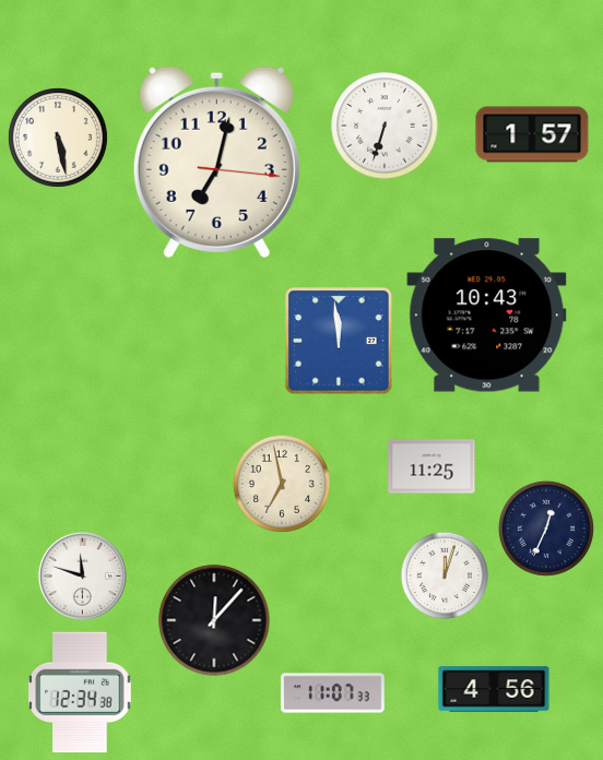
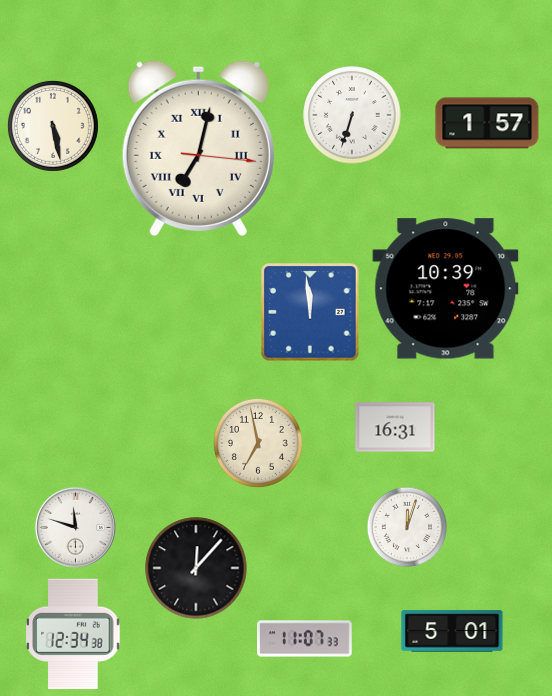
clock at (216, 162) numerals: Arabic -> Roman
clock at (487, 316): 10:43 -> 10:39
clock at (431, 466): 11:25 -> 16:31
clock at (546, 529): 12:34 -> none
clock at (494, 689): 4:56 -> 5:01
clock at (333, 693) position: (333, 693) -> (305, 639)
